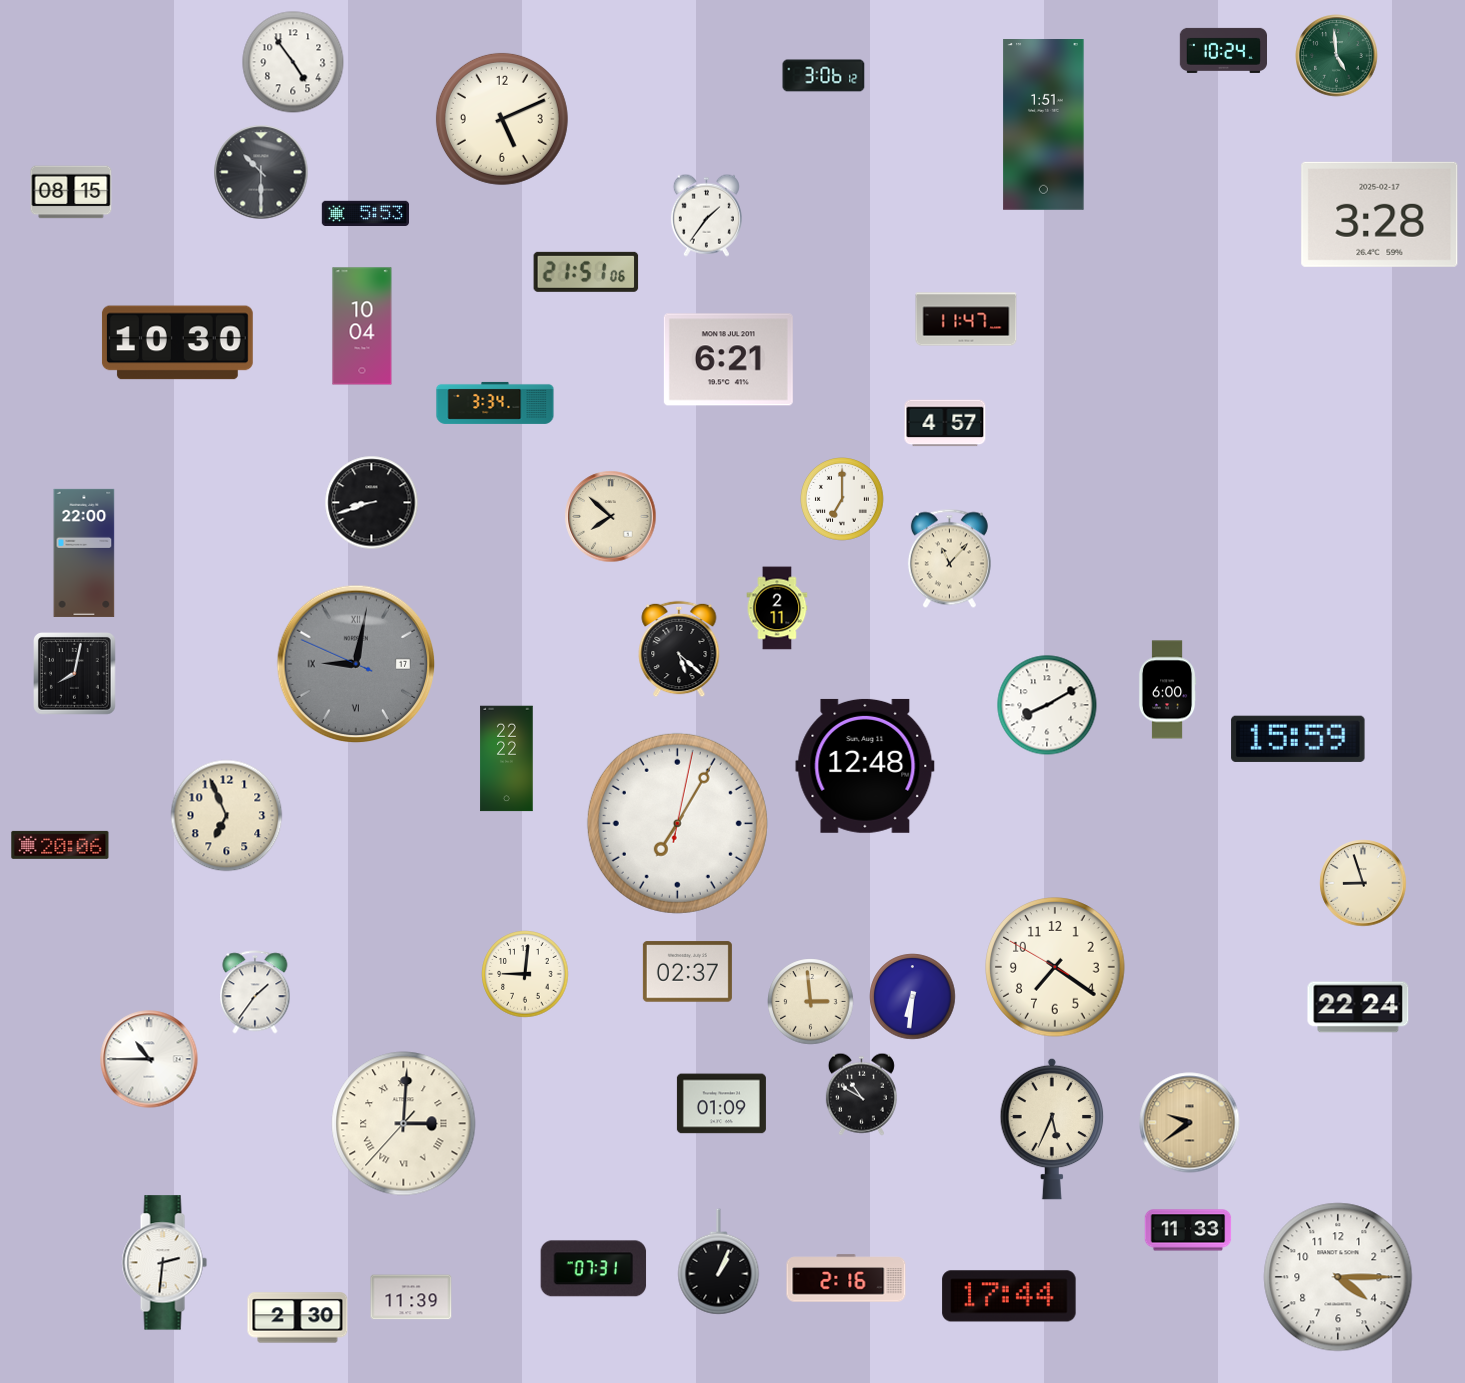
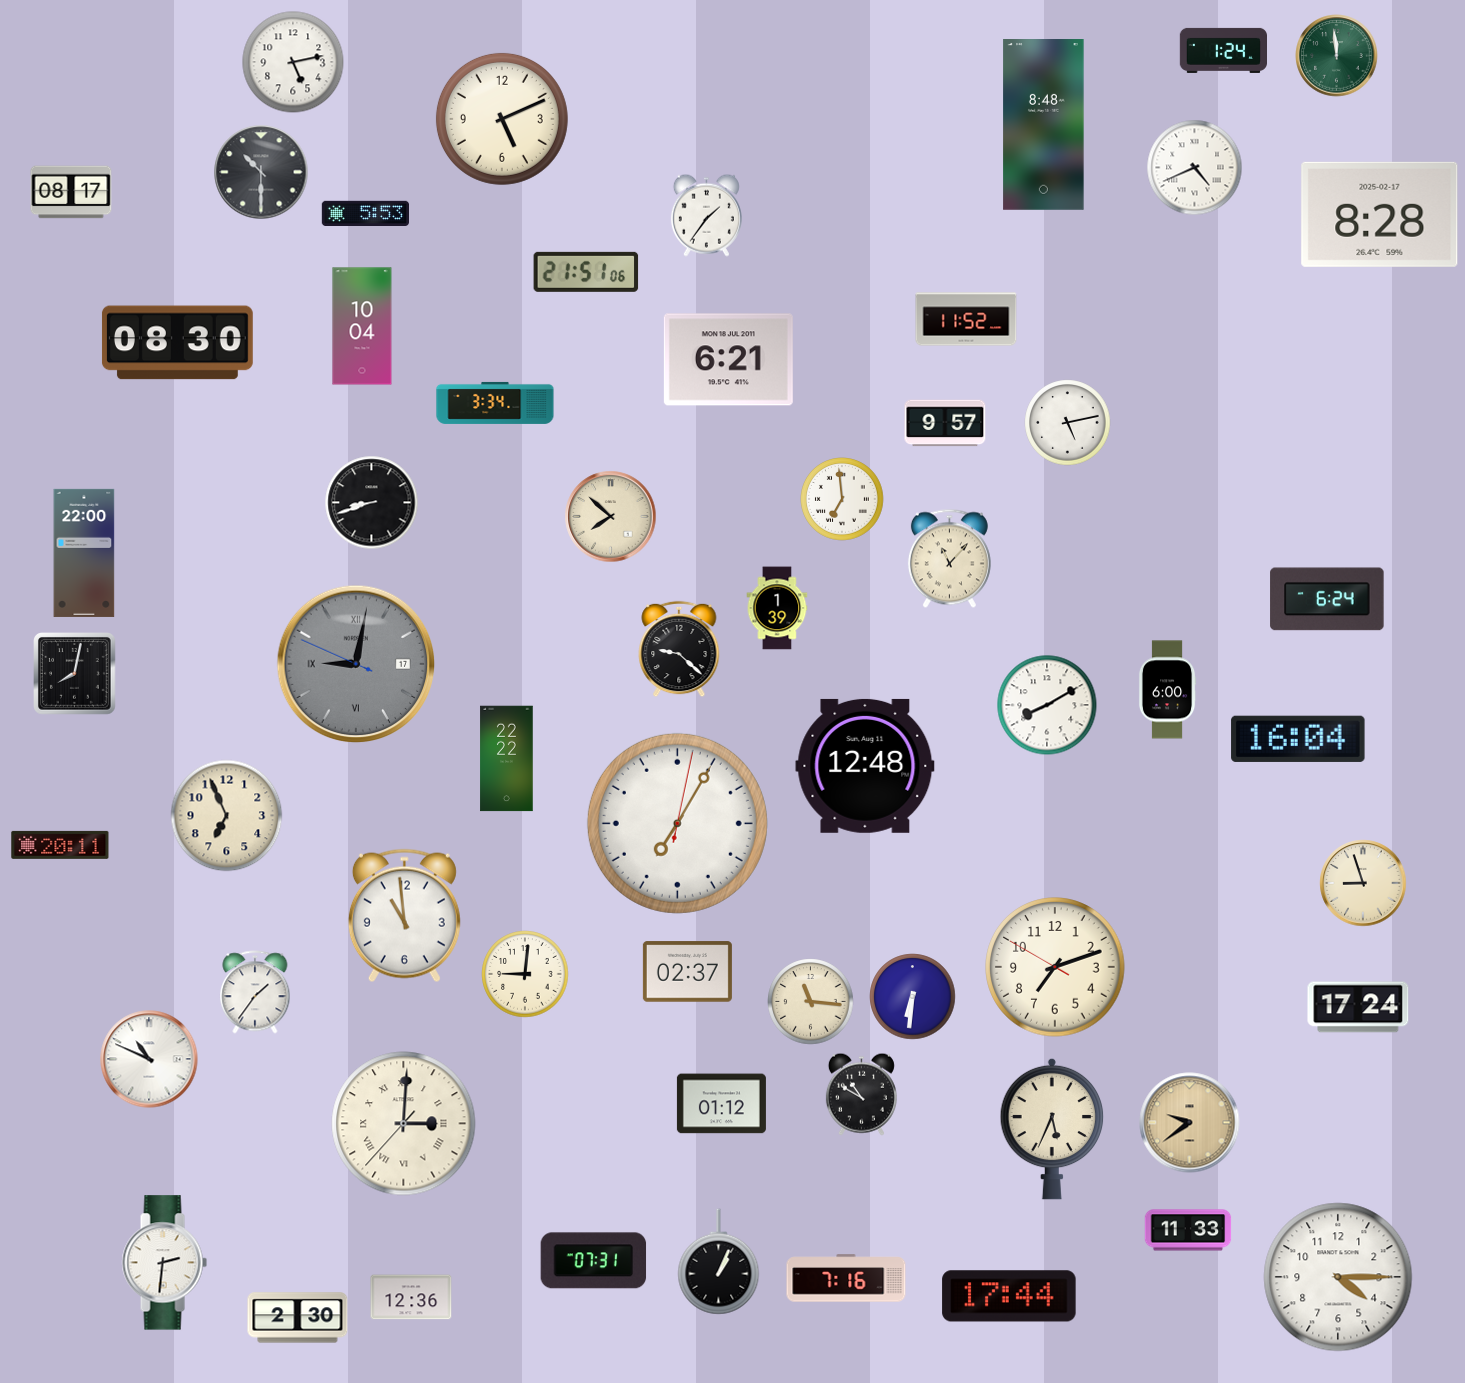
clock at (1224, 50): 10:24 -> 1:24
clock at (1337, 56): 4:59 -> 11:59
clock at (293, 62): 4:54 -> 5:13
clock at (824, 76): 3:06 -> none
clock at (1044, 125): 1:51 -> 8:48
clock at (1195, 168): none -> 4:41
clock at (71, 192): 08:15 -> 08:17
clock at (1380, 214): 3:28 -> 8:28
clock at (966, 319): 11:47 -> 11:52
clock at (177, 343): 10:30 -> 08:30
clock at (945, 423): 4:57 -> 9:57
clock at (1068, 423): none -> 5:13
clock at (843, 500): 7:00 -> 6:59
clock at (1327, 599): none -> 6:24
clock at (777, 608): 2:11 -> 1:39
clock at (679, 649): 5:22 -> 9:22
clock at (1298, 739): 15:59 -> 16:04
clock at (60, 845): 20:06 -> 20:11
clock at (404, 916): none -> 10:59
clock at (1055, 967): 7:20 -> 7:11
clock at (811, 1002): 2:59 -> 11:16
clock at (1358, 1007): 22:24 -> 17:24
clock at (149, 1059): 10:45 -> 10:49
clock at (721, 1104): 01:09 -> 01:12
clock at (594, 1269) position: (594, 1269) -> (594, 1261)
clock at (846, 1278): 2:16 -> 7:16
clock at (411, 1297): 11:39 -> 12:36
